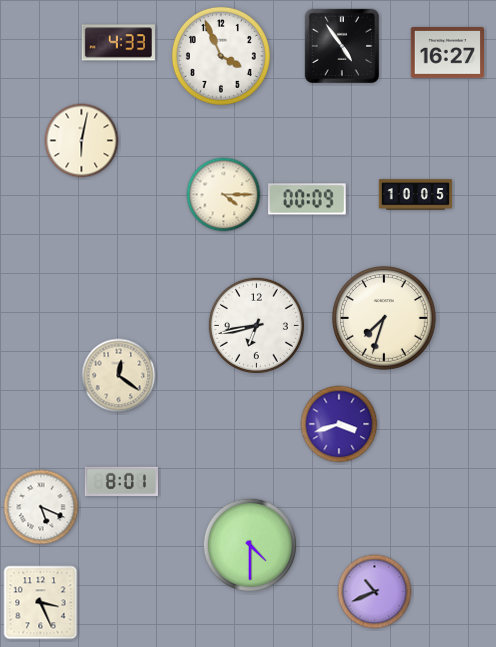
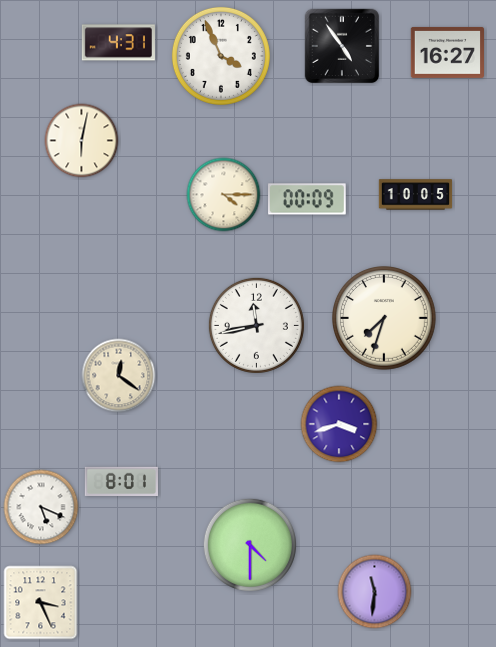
clock at (118, 43): 4:33 -> 4:31
clock at (256, 325): 6:43 -> 11:43
clock at (375, 592): 10:41 -> 11:31
